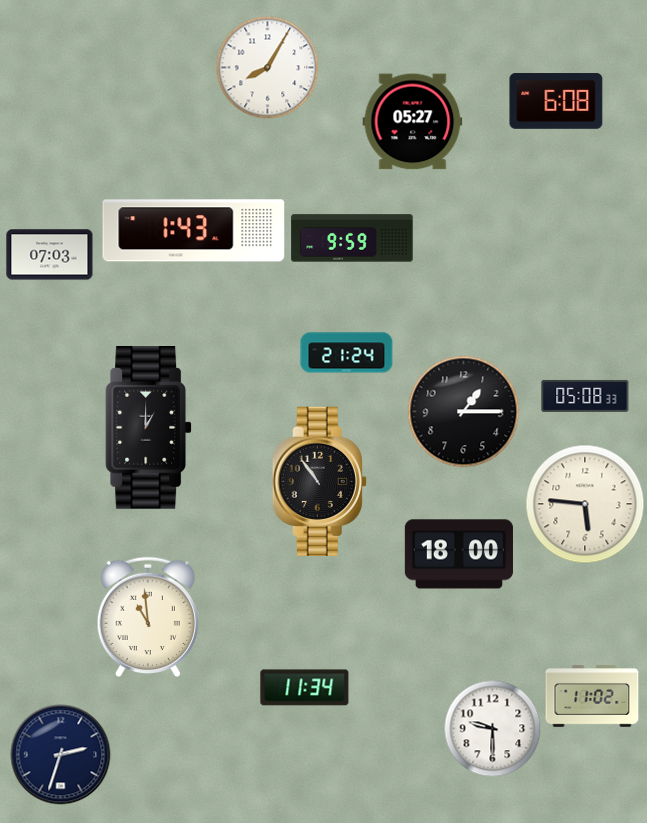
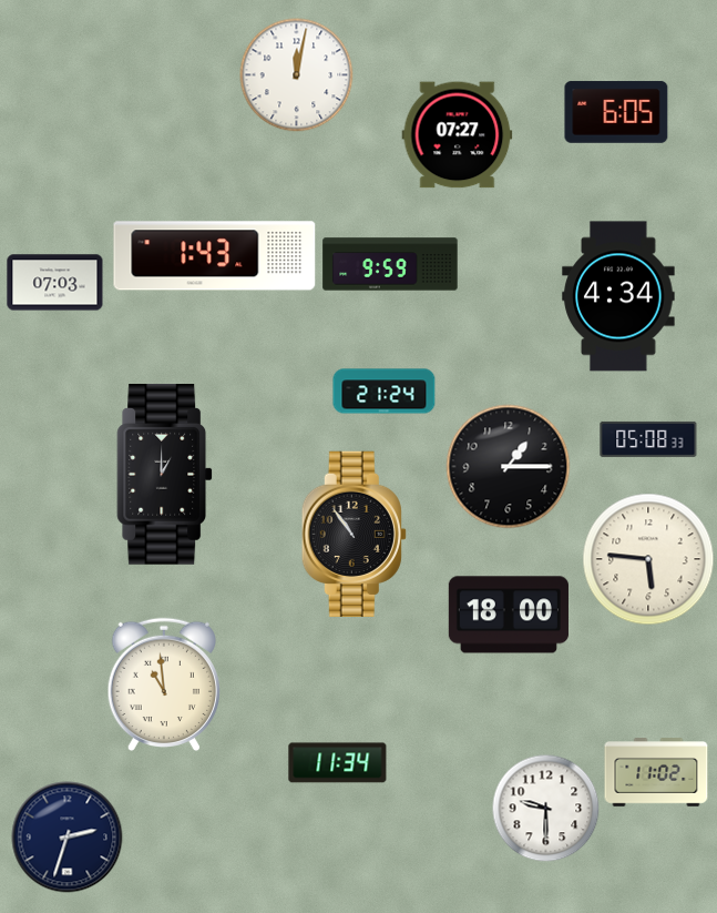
clock at (268, 68): 8:05 -> 12:02
clock at (556, 101): 6:08 -> 6:05
clock at (413, 122): 05:27 -> 07:27
clock at (618, 296): none -> 4:34
clock at (464, 412) position: (464, 412) -> (509, 467)
